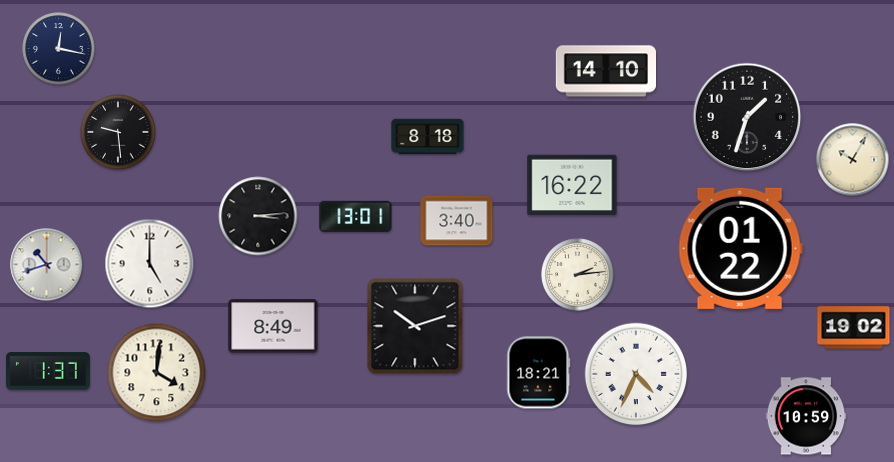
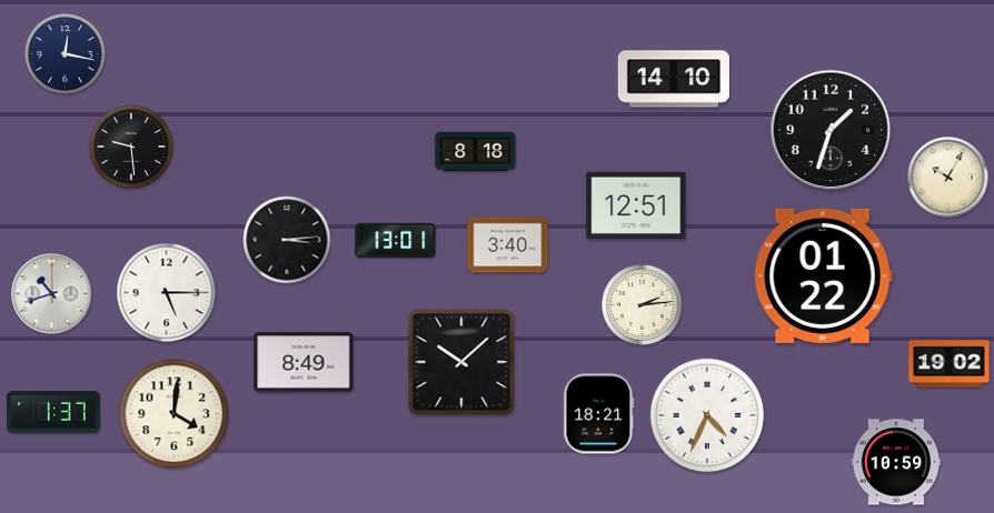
clock at (572, 185): 16:22 -> 12:51
clock at (150, 264): 5:00 -> 5:15
clock at (415, 326): 10:12 -> 10:08
